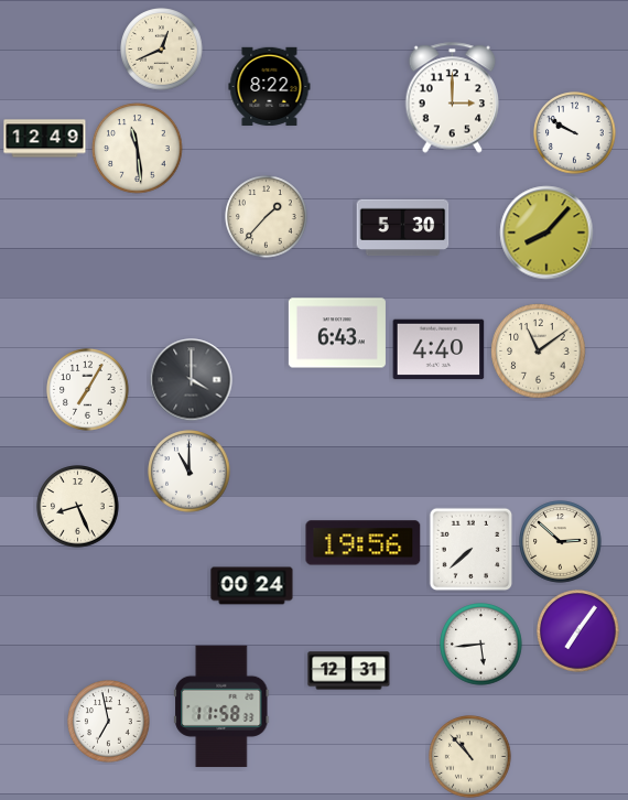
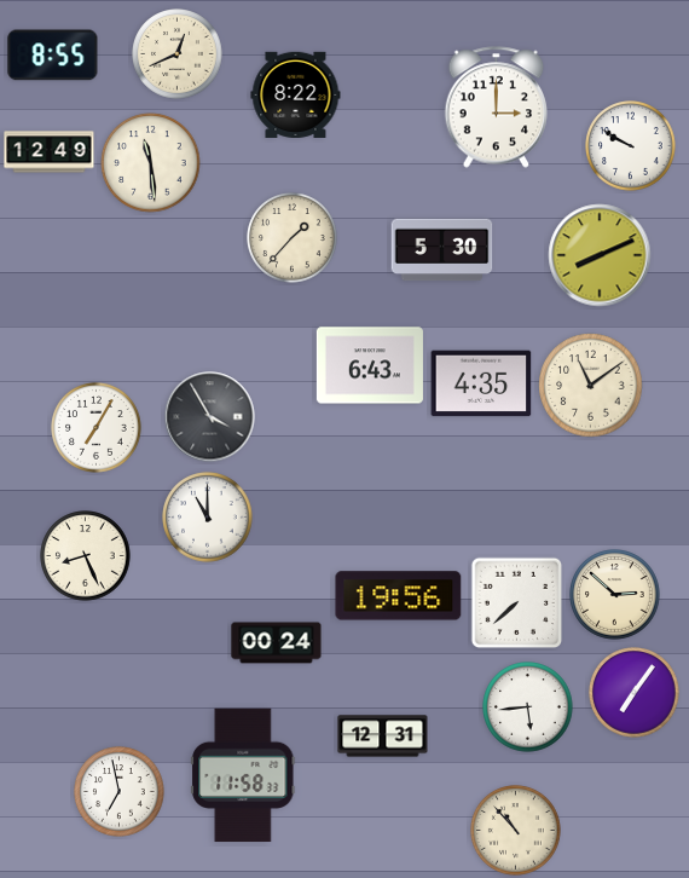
clock at (53, 56): none -> 8:55
clock at (546, 233): 8:07 -> 8:11
clock at (438, 349): 4:40 -> 4:35
clock at (192, 380): 4:00 -> 3:55
